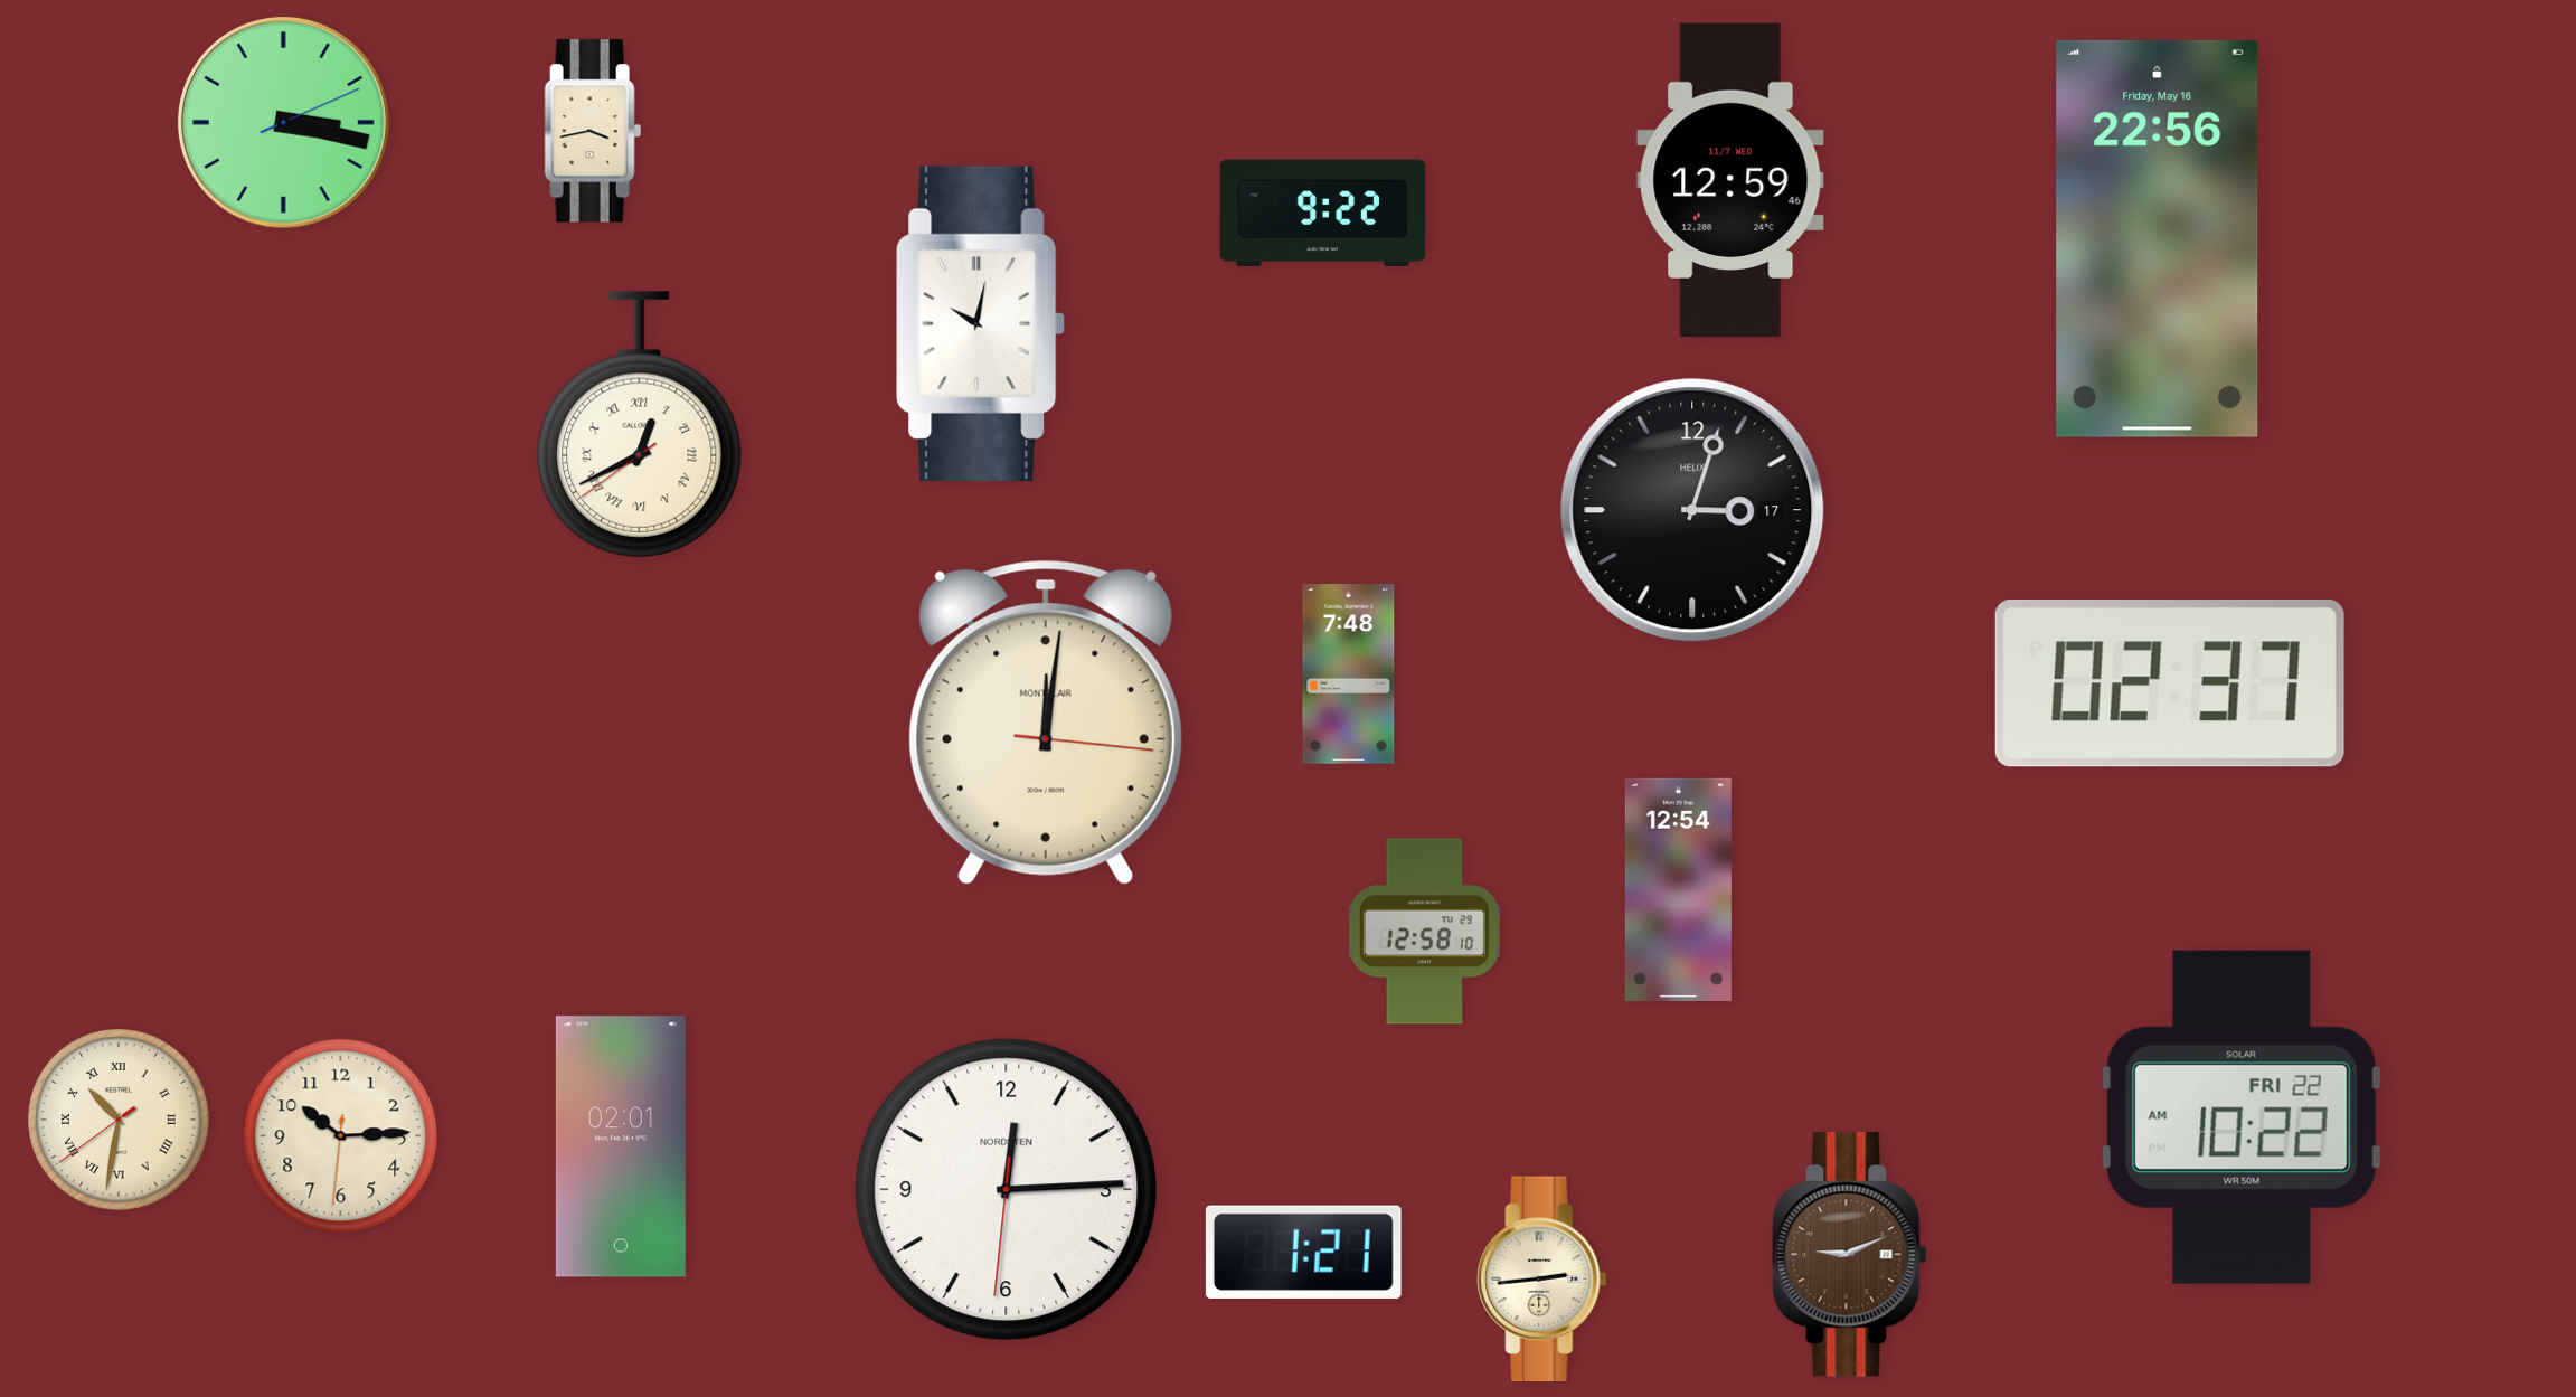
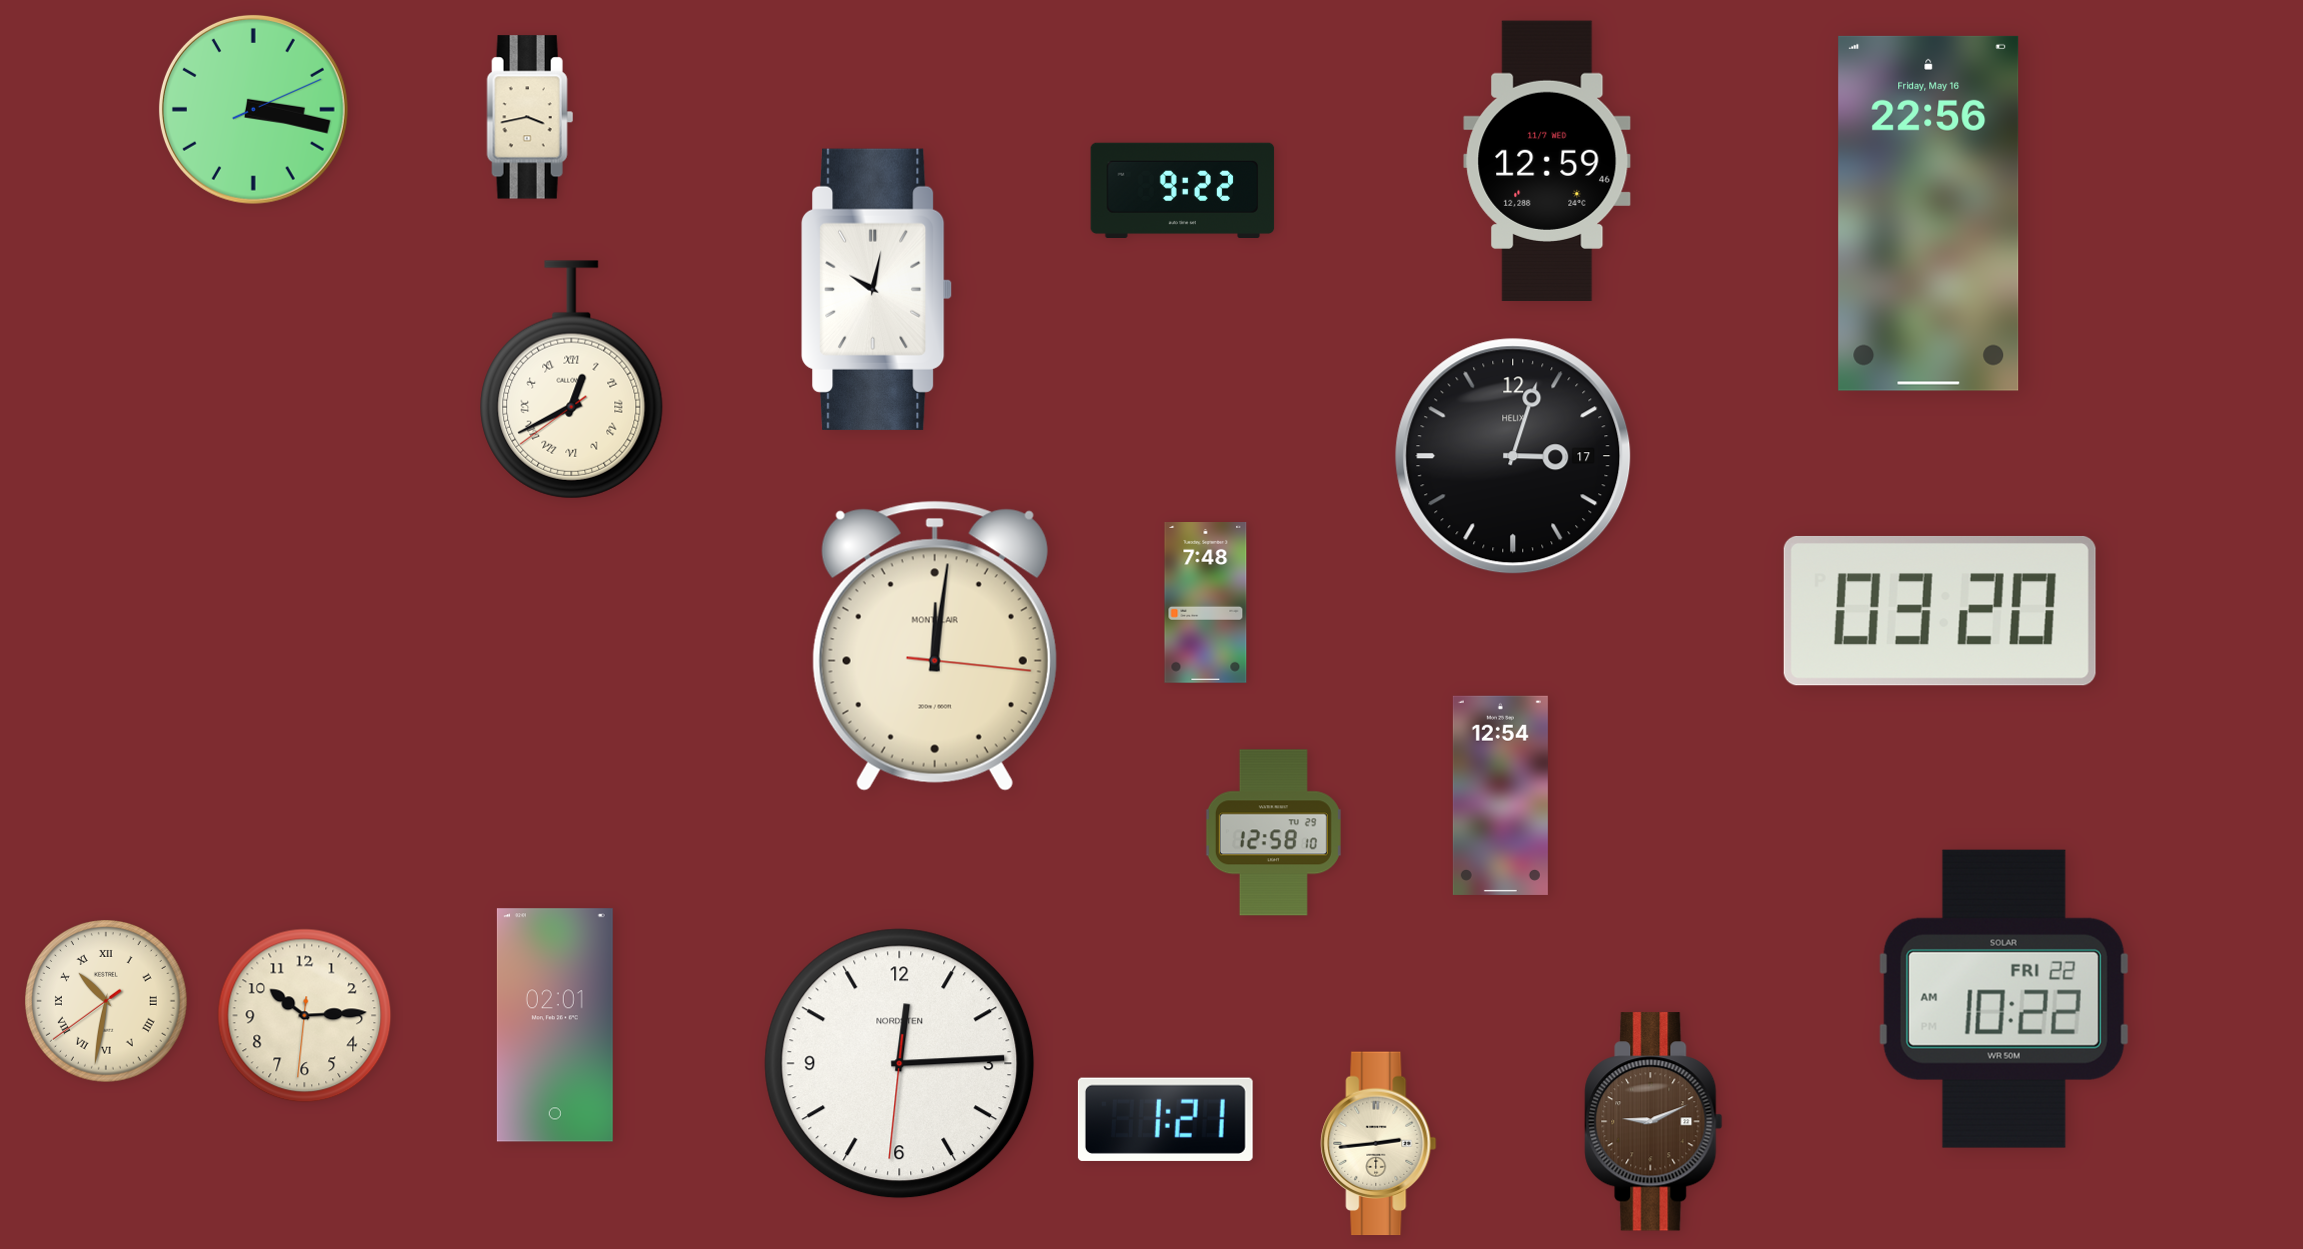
clock at (2170, 683): 02:37 -> 03:20
